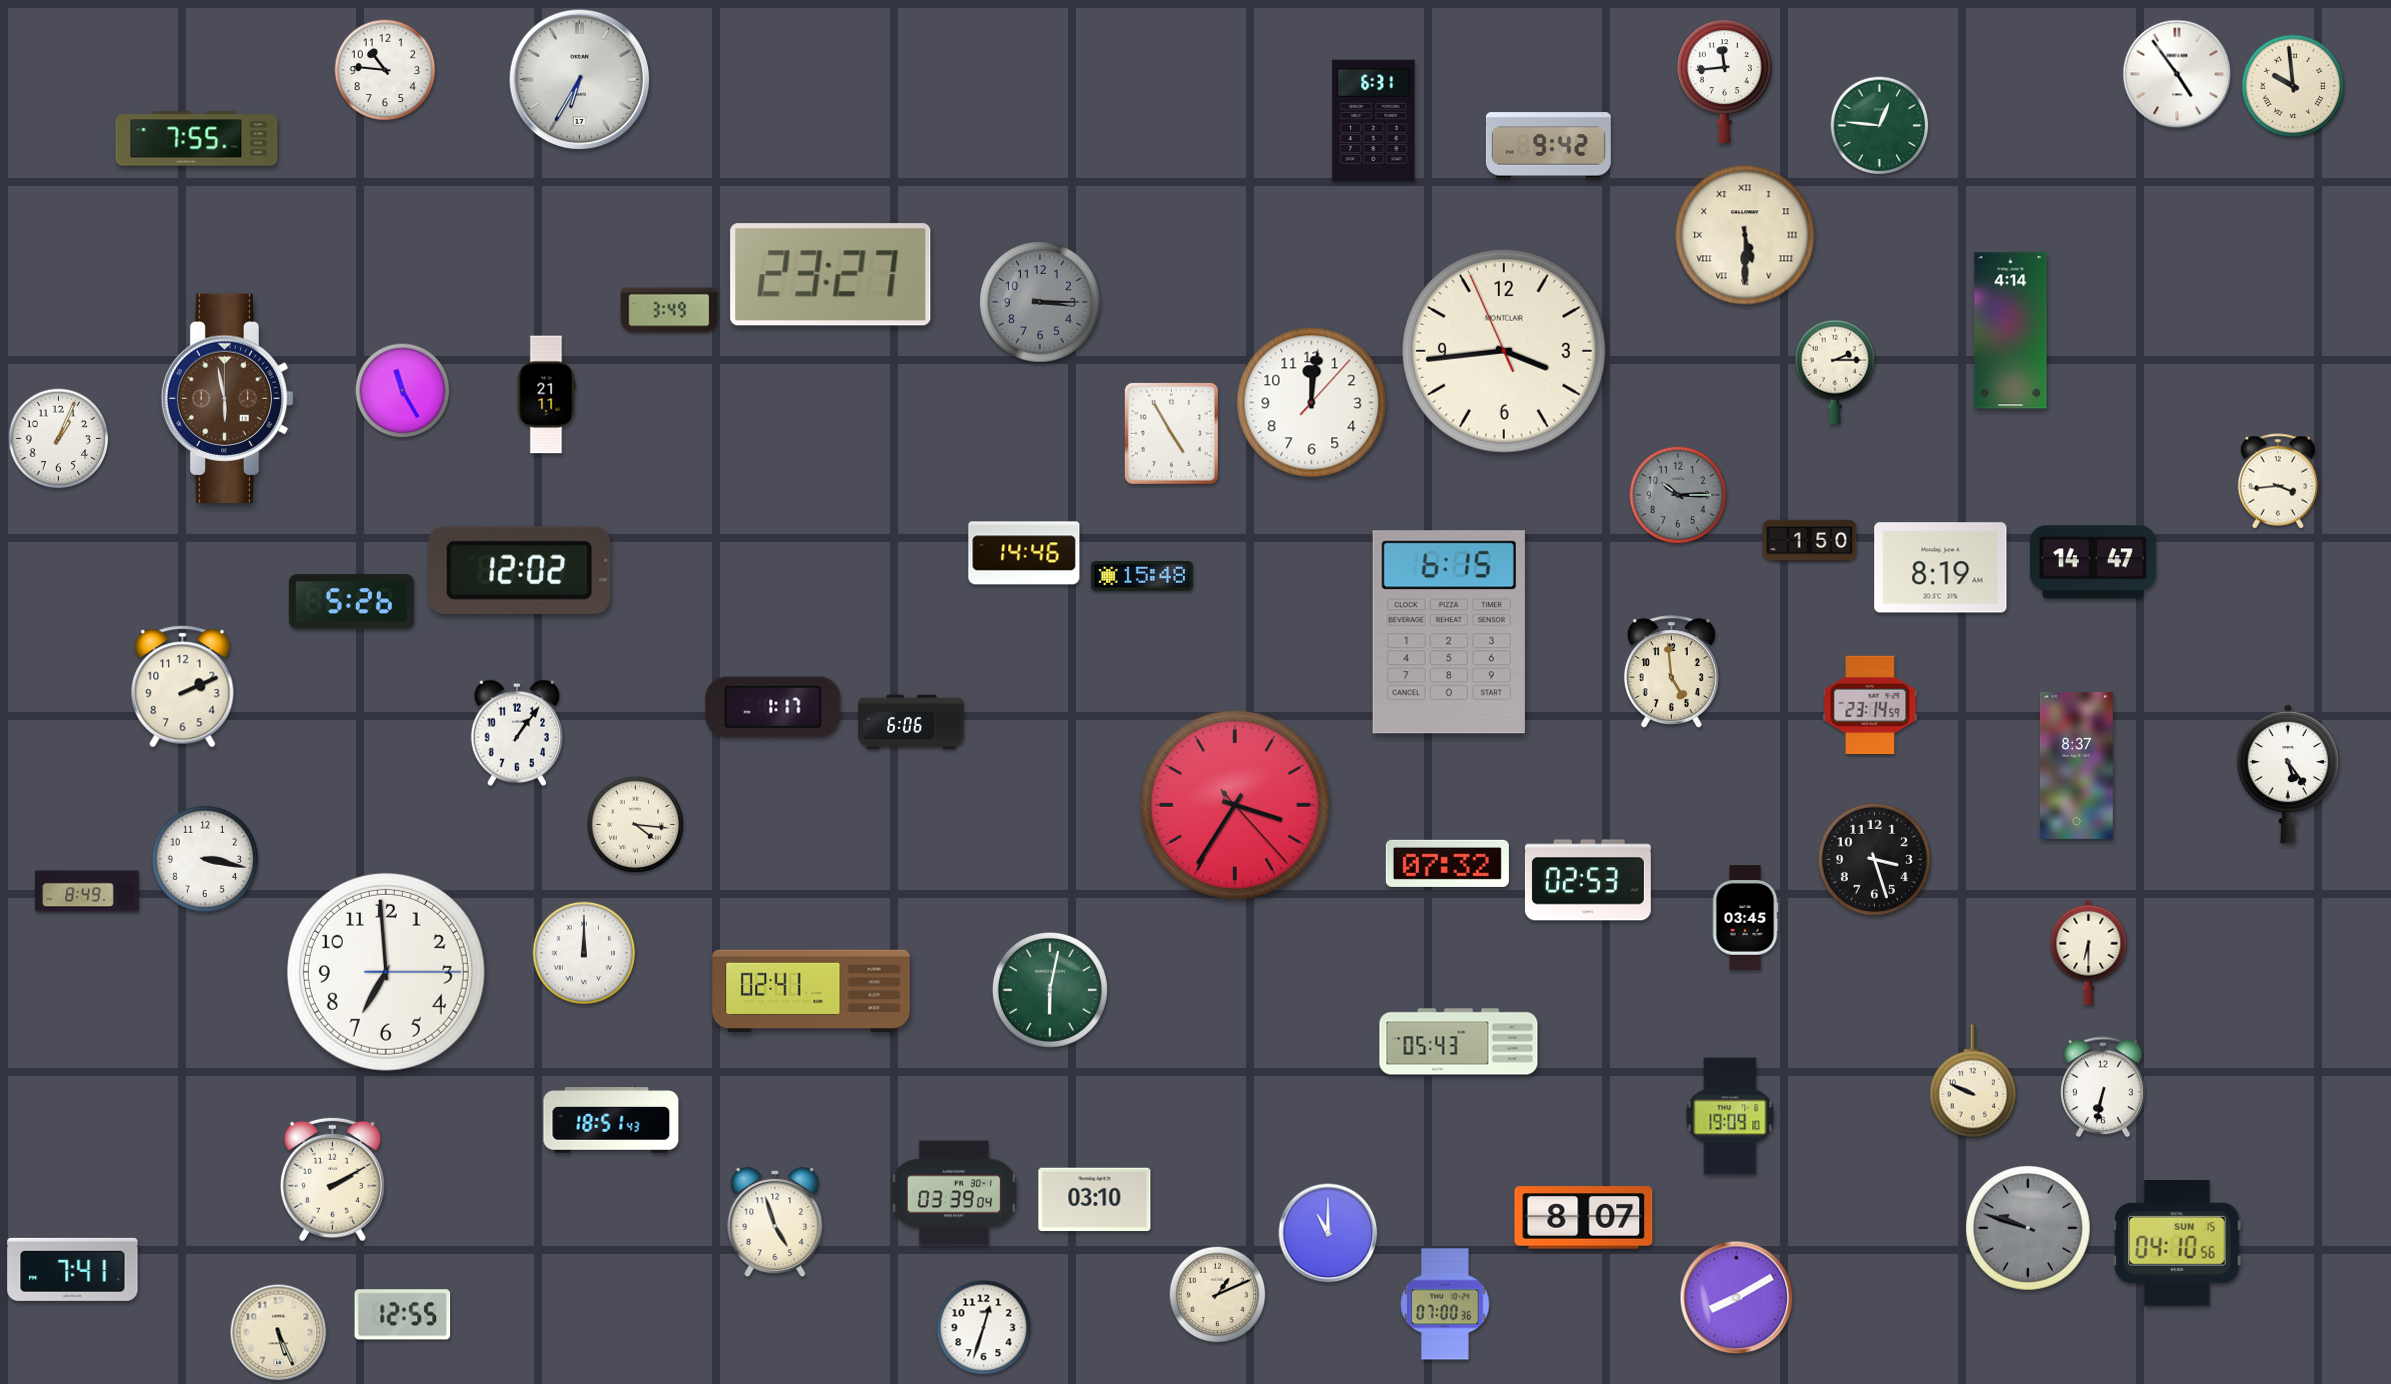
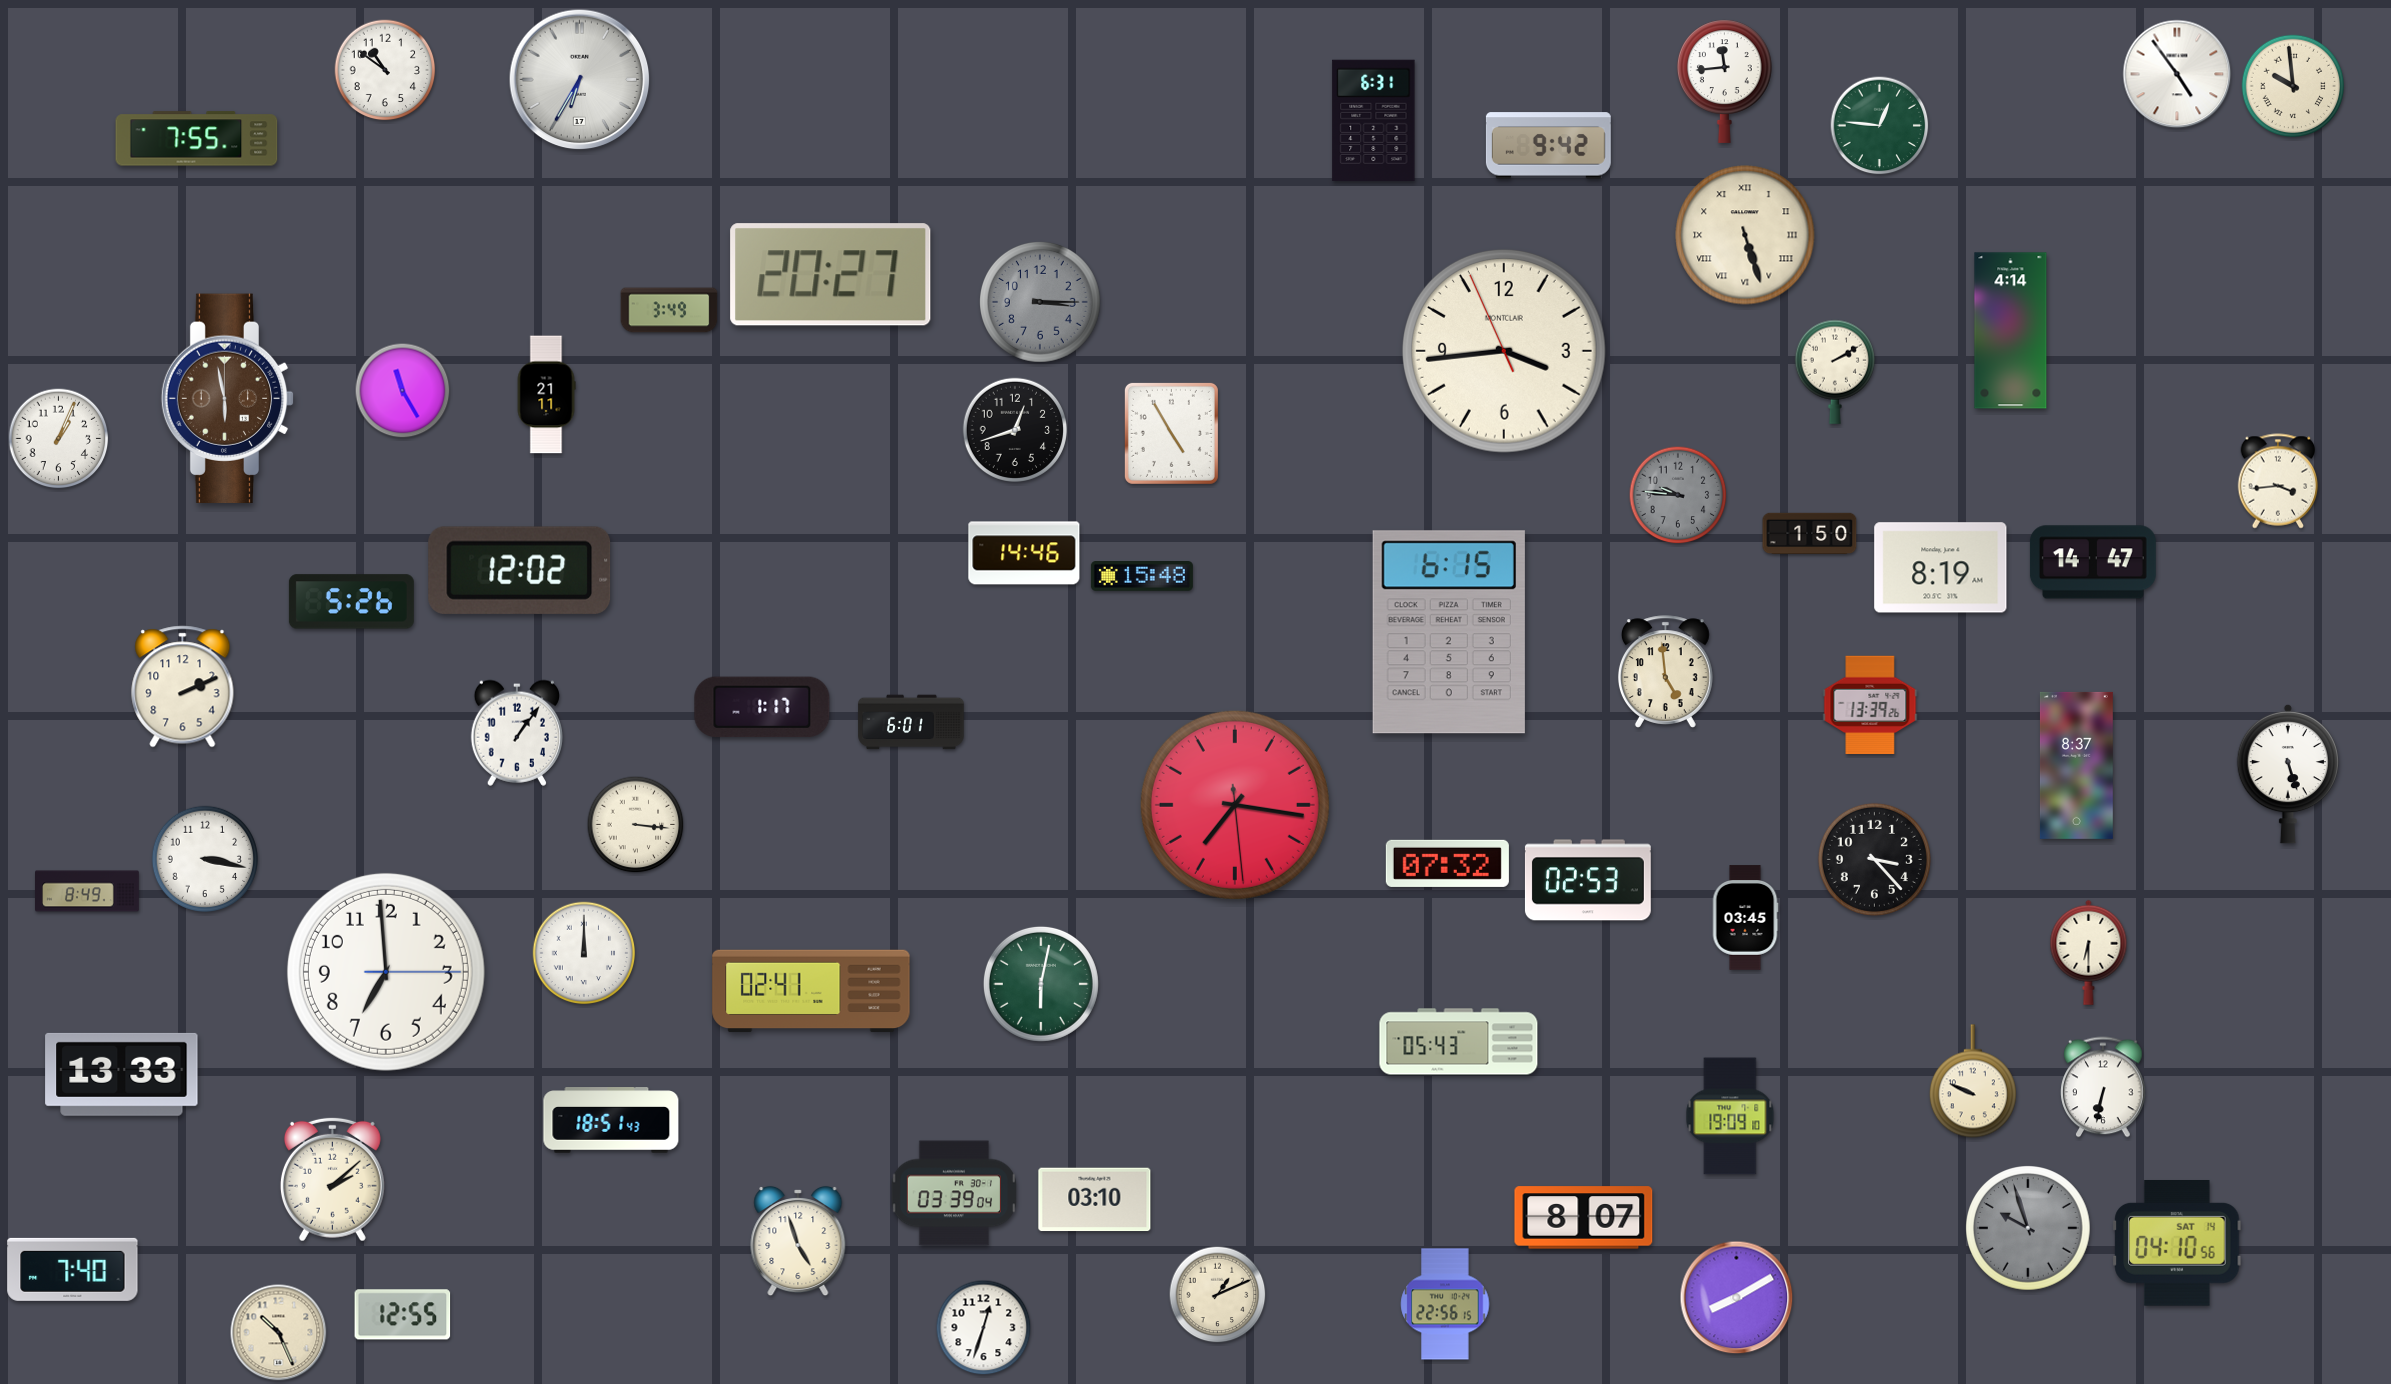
clock at (385, 70): 10:46 -> 10:51
clock at (1745, 235): 5:30 -> 5:27
clock at (831, 275): 23:27 -> 20:27
clock at (1834, 372): 2:15 -> 2:10
clock at (1312, 403): 12:01 -> none
clock at (1014, 429): none -> 12:42
clock at (1678, 495): 10:15 -> 9:46
clock at (1810, 541) position: (1810, 541) -> (1810, 534)
clock at (1671, 672) position: (1671, 672) -> (1665, 672)
clock at (1870, 705): 23:14 -> 13:39
clock at (773, 707) position: (773, 707) -> (762, 707)
clock at (911, 722): 6:06 -> 6:01
clock at (2287, 774): 5:24 -> 5:27
clock at (1235, 805): 3:35 -> 7:16
clock at (636, 825): 4:16 -> 3:16
clock at (1874, 859): 3:27 -> 3:23
clock at (1050, 990) position: (1050, 990) -> (1041, 984)
clock at (122, 1074): none -> 13:33
clock at (332, 1179): 2:10 -> 2:08
clock at (775, 1222) position: (775, 1222) -> (798, 1241)
clock at (2029, 1229): 9:48 -> 9:57
clock at (1328, 1233): 11:00 -> none
clock at (2177, 1244) date: SUN 15 -> SAT 14
clock at (73, 1269): 7:41 -> 7:40
clock at (1445, 1304): 07:00 -> 22:56
clock at (279, 1333): 5:26 -> 10:26
